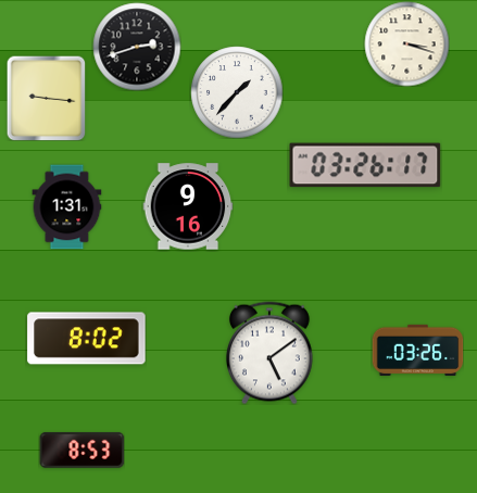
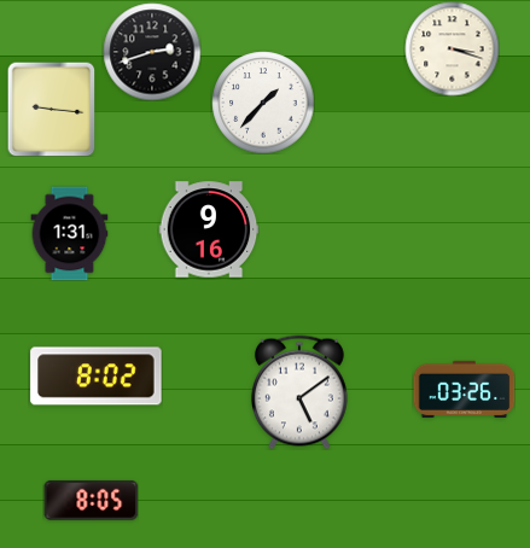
clock at (365, 165): 03:26 -> none
clock at (67, 206) position: (67, 206) -> (70, 233)
clock at (81, 450): 8:53 -> 8:05
